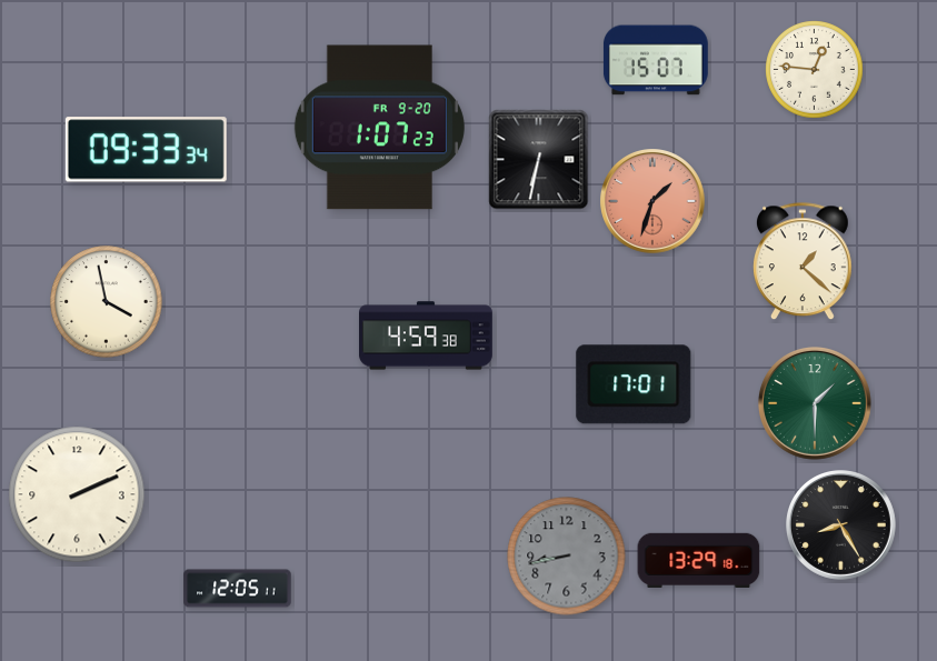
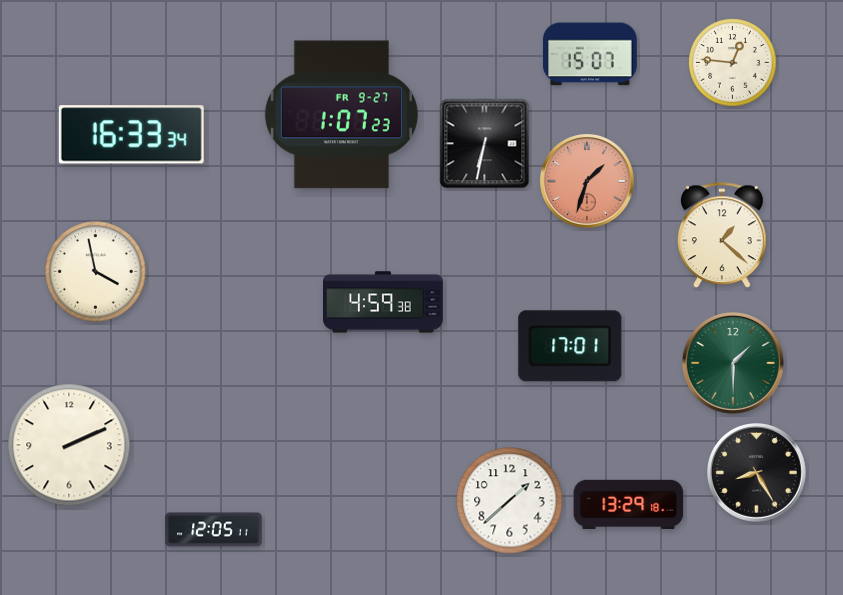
clock at (379, 128) date: FR 9-20 -> FR 9-27
clock at (146, 150): 09:33 -> 16:33
clock at (567, 557): 8:43 -> 1:38
clock at (567, 557) dial: grey -> white
